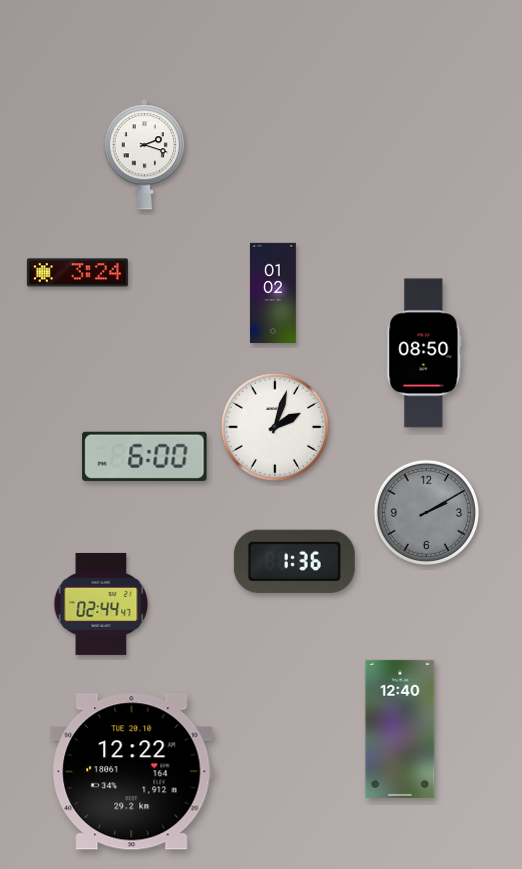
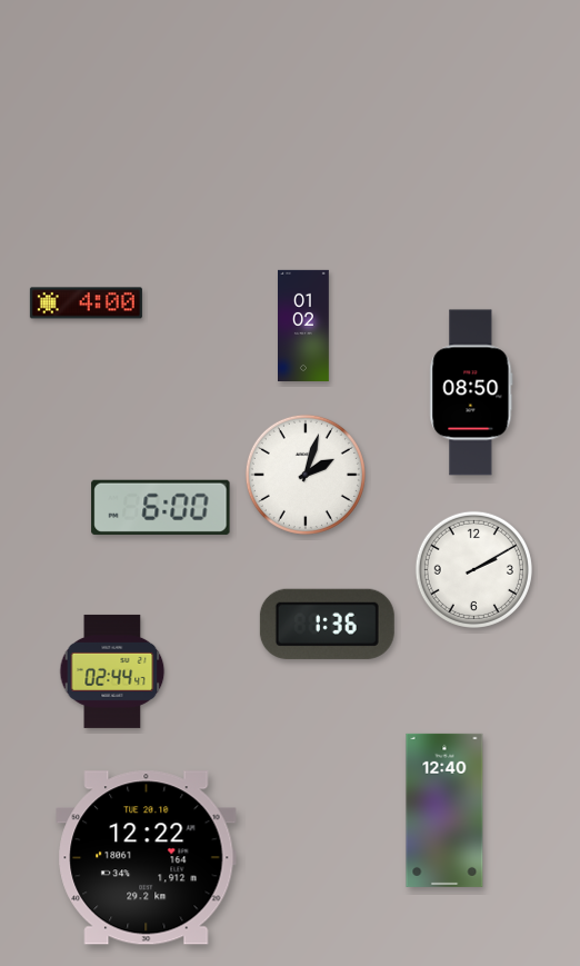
clock at (145, 155): 2:18 -> none
clock at (77, 273): 3:24 -> 4:00
clock at (426, 512) dial: grey -> white
